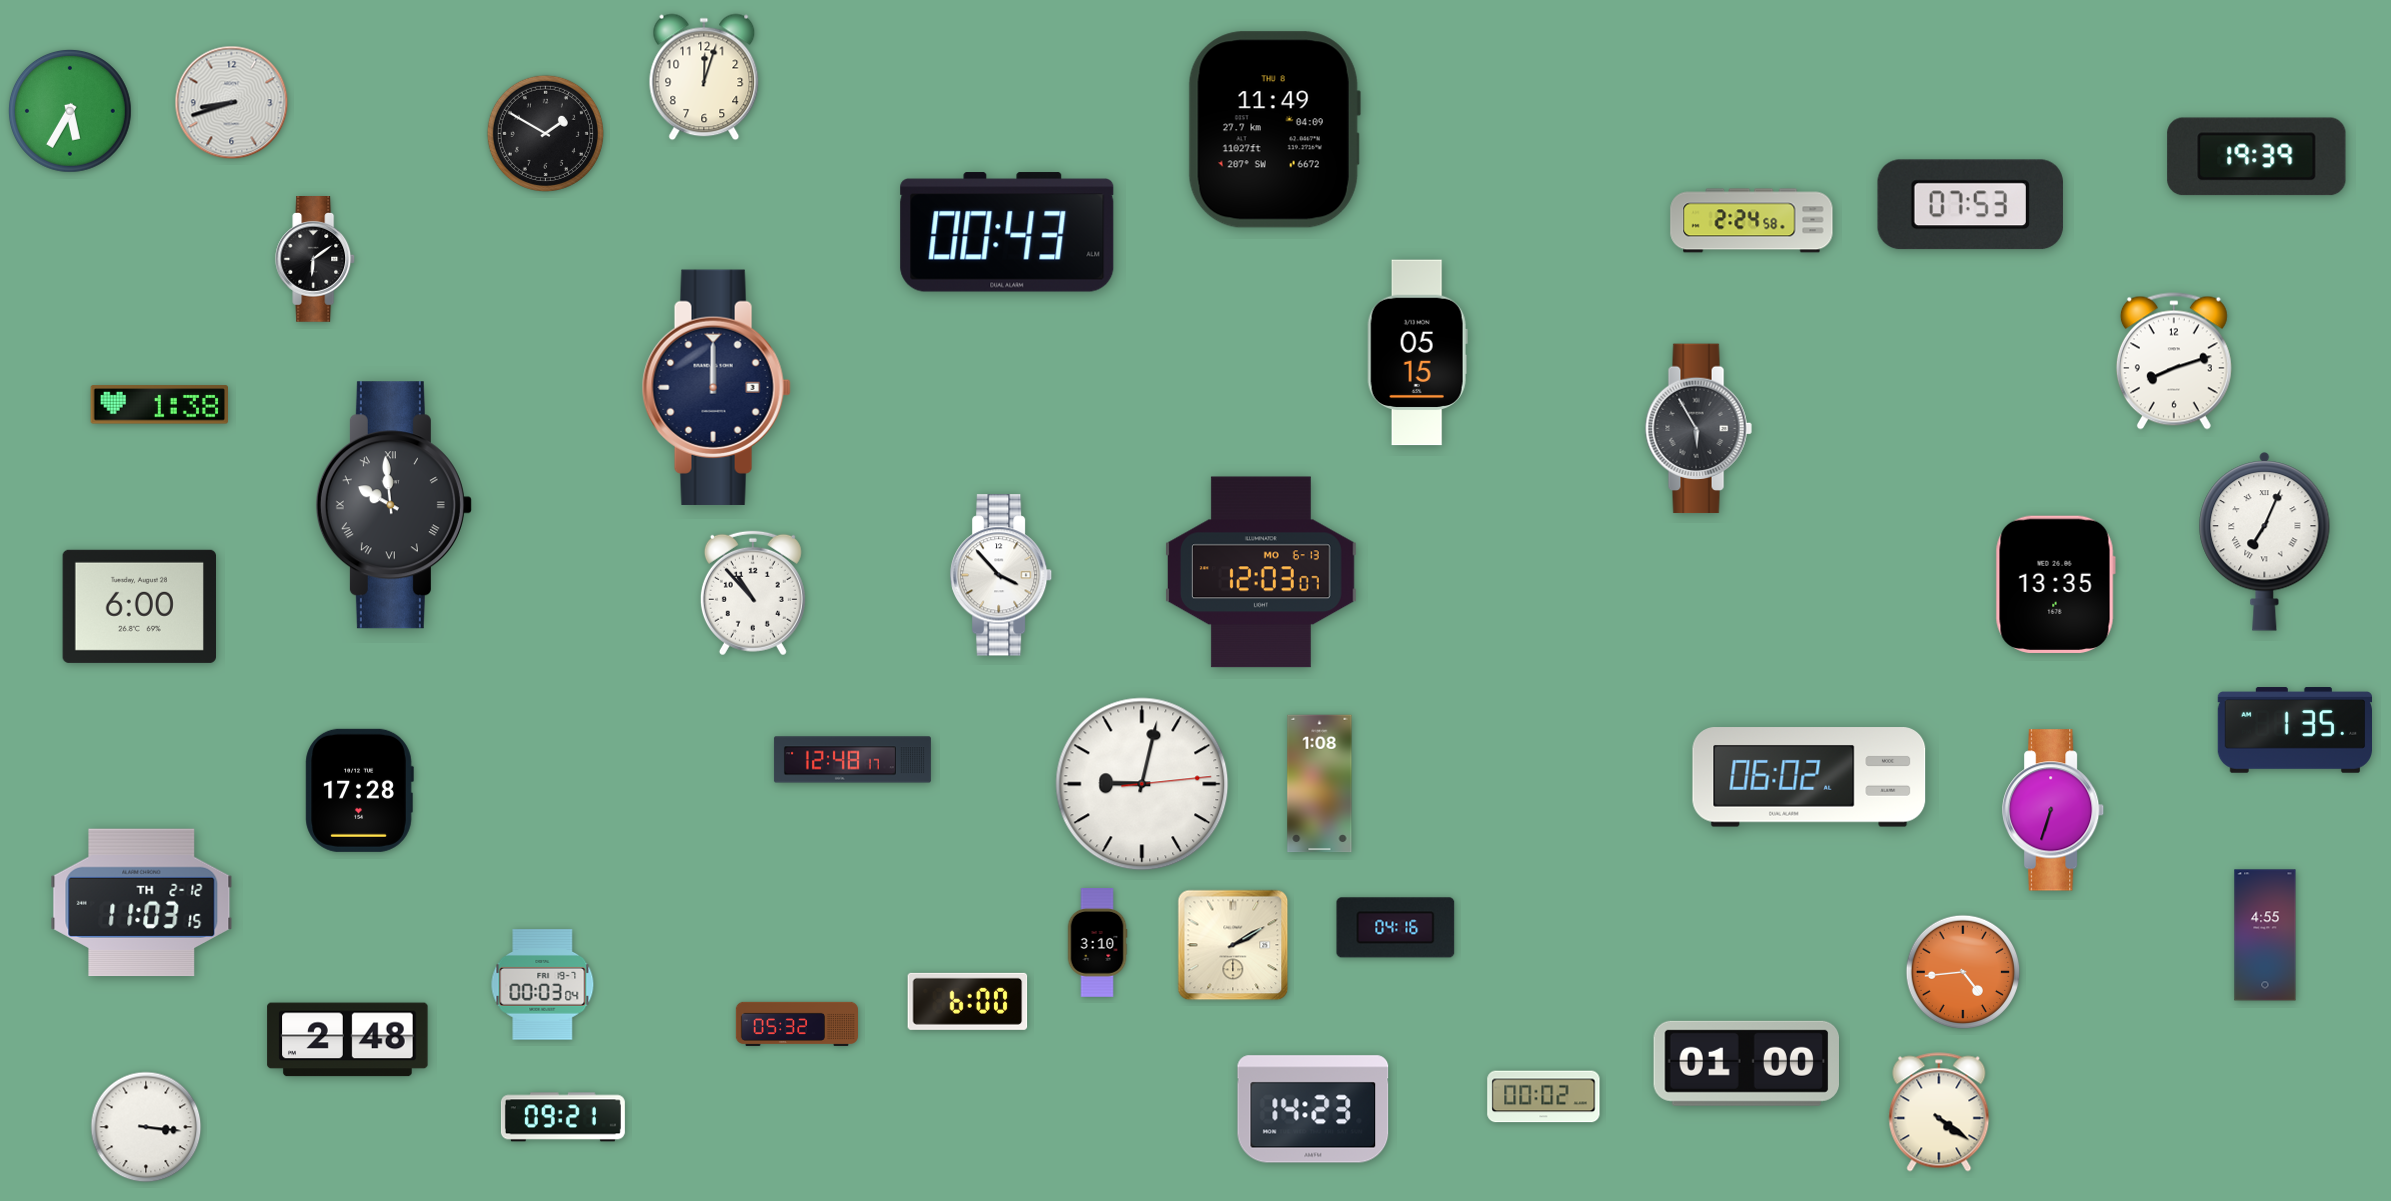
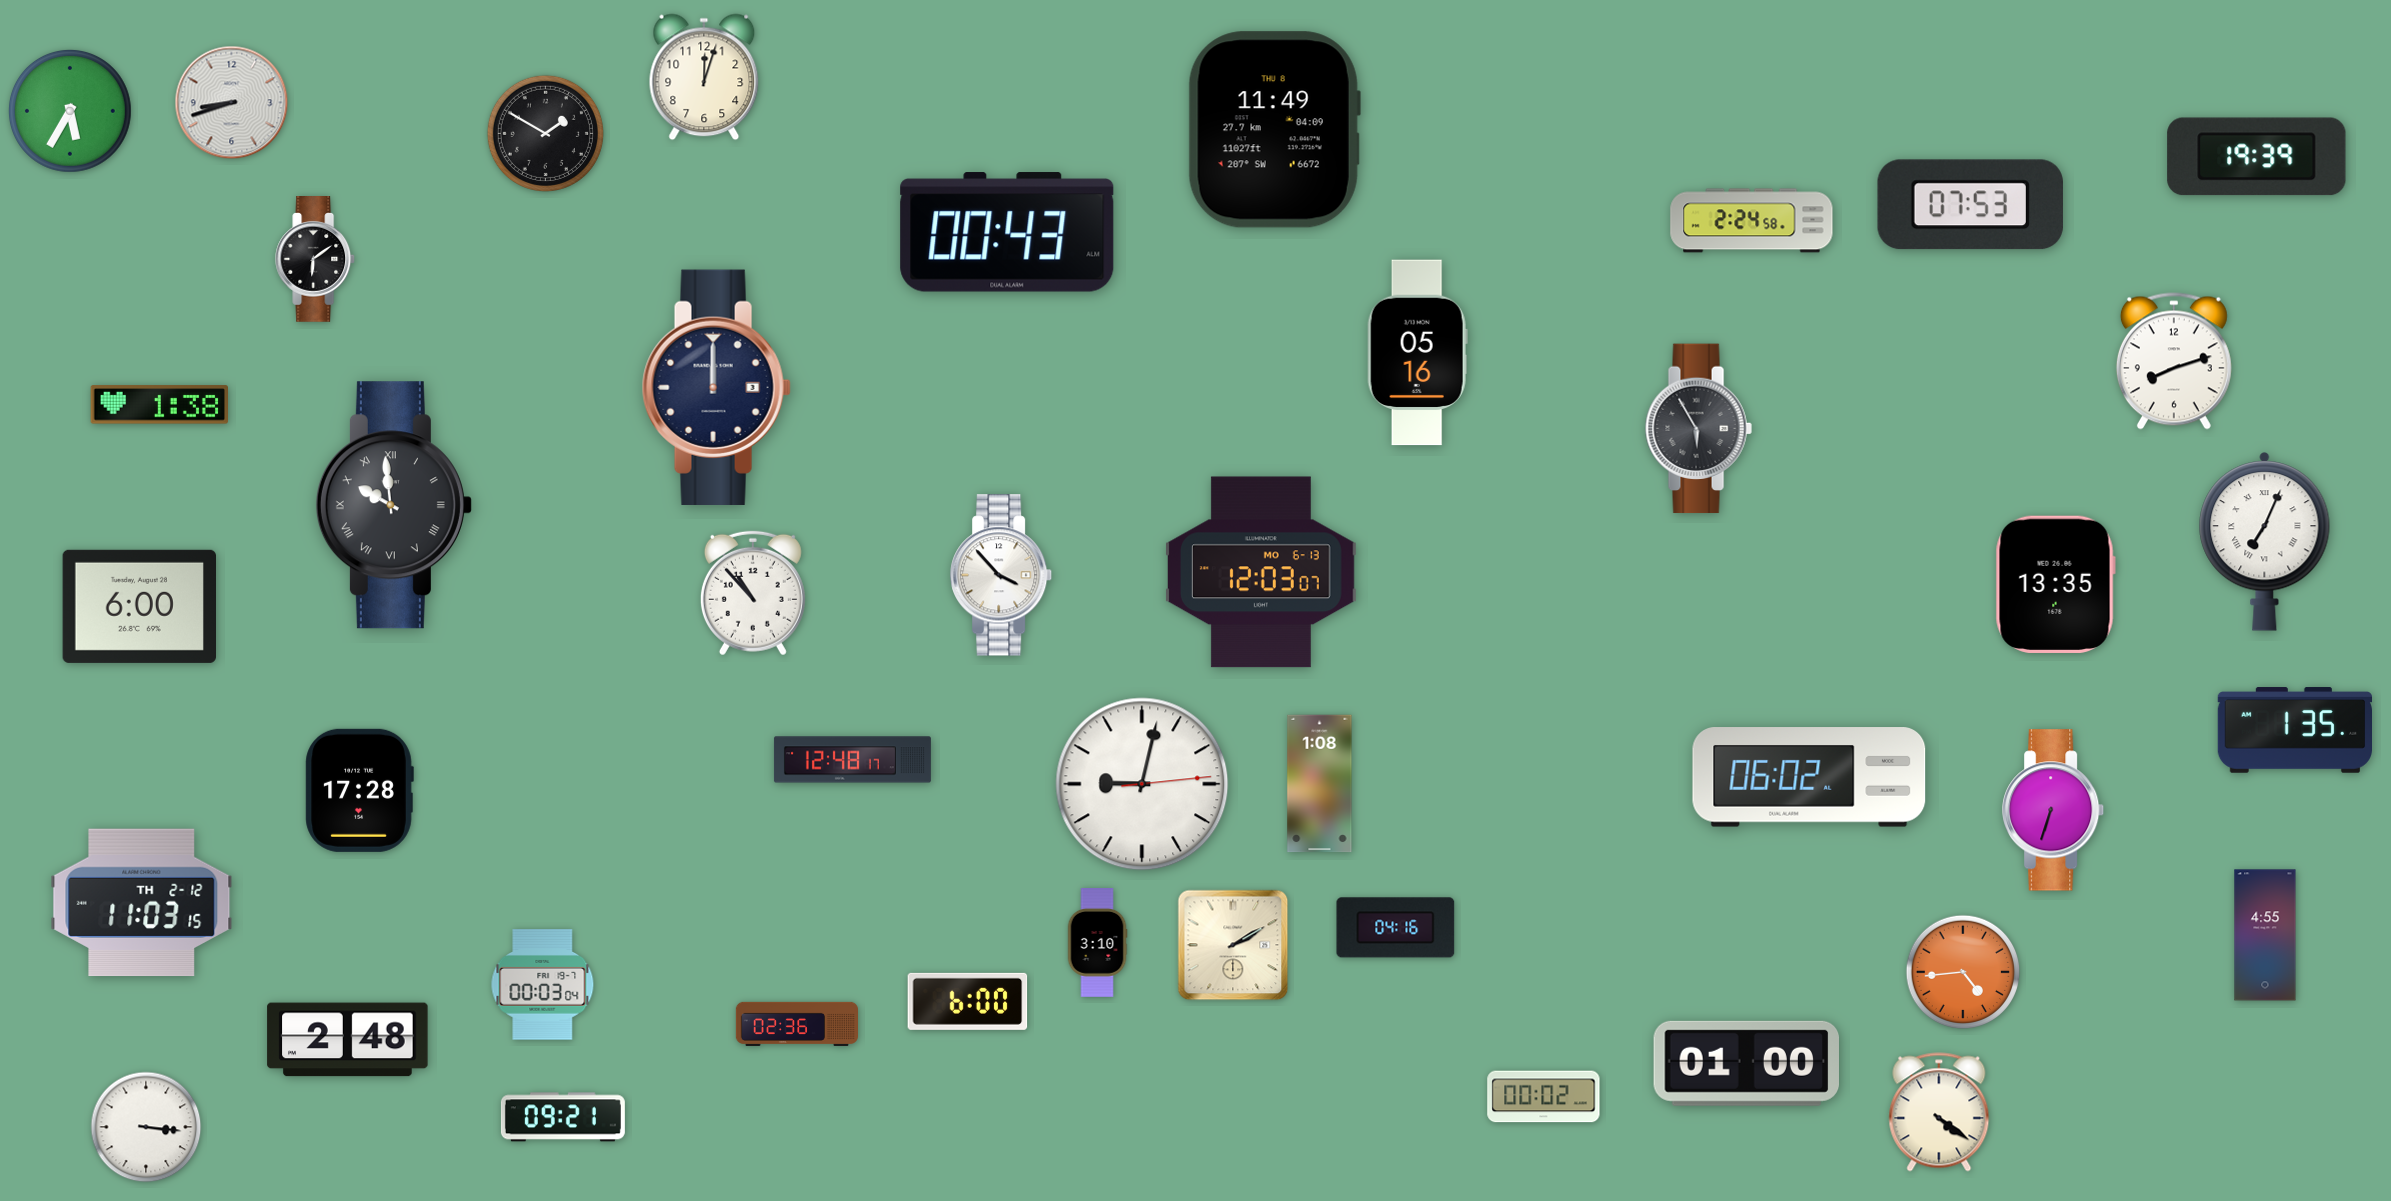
clock at (1417, 353): 05:15 -> 05:16
clock at (796, 1024): 05:32 -> 02:36
clock at (1313, 1109): 14:23 -> none
